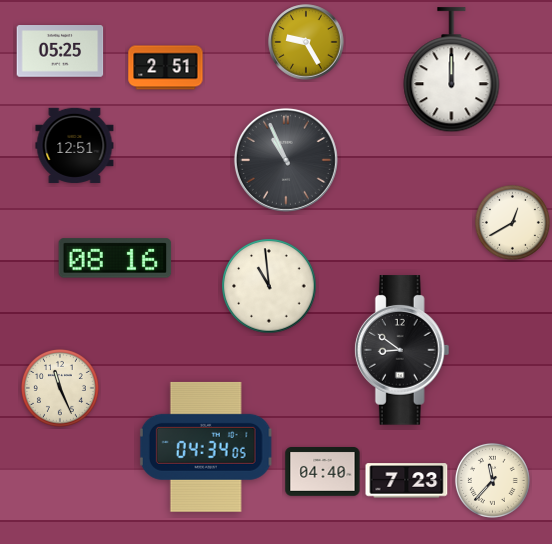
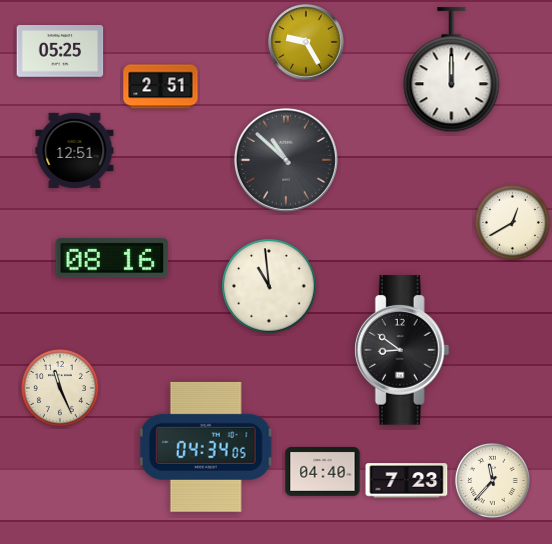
clock at (166, 68) position: (166, 68) -> (161, 87)
clock at (75, 145) position: (75, 145) -> (75, 150)
clock at (286, 160): 10:56 -> 10:52
clock at (115, 258) position: (115, 258) -> (112, 258)
